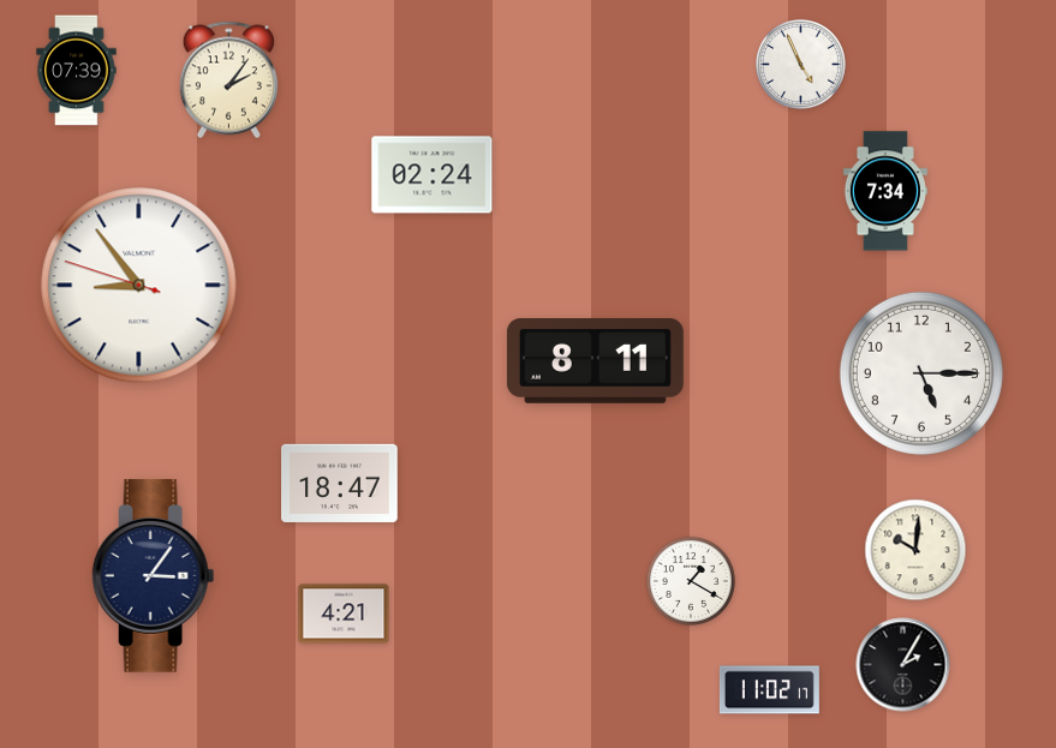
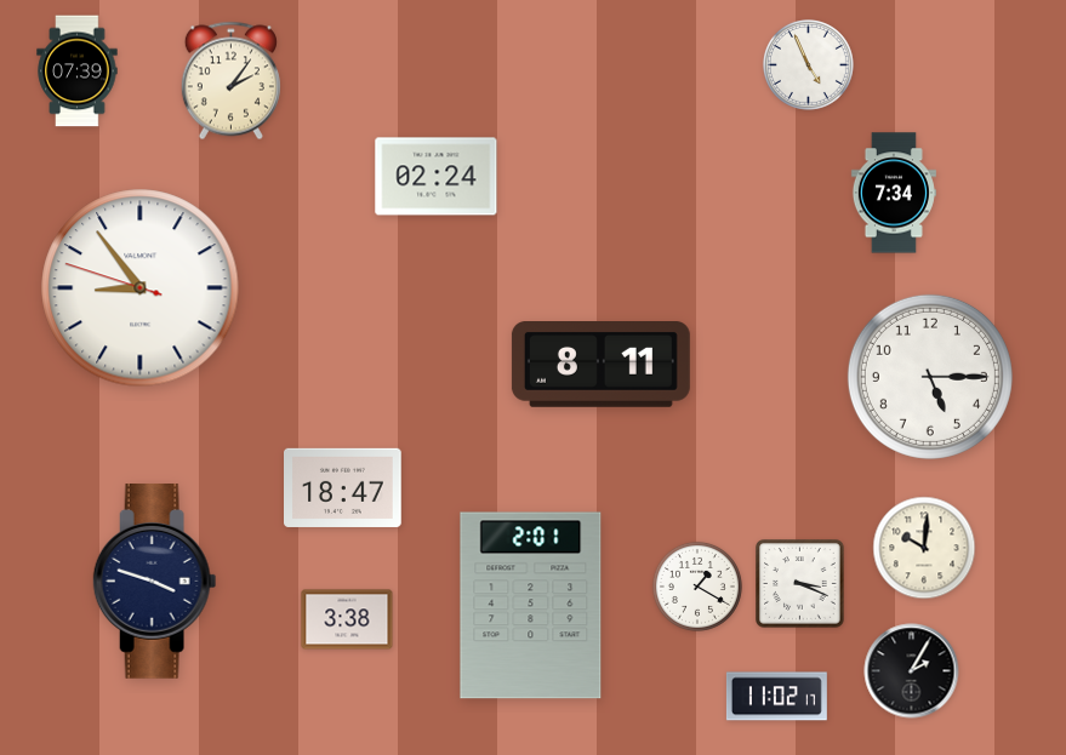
clock at (915, 550) position: (915, 550) -> (924, 548)
clock at (154, 576): 3:06 -> 3:48
clock at (800, 584): none -> 3:19
clock at (531, 606): none -> 2:01
clock at (344, 614): 4:21 -> 3:38
